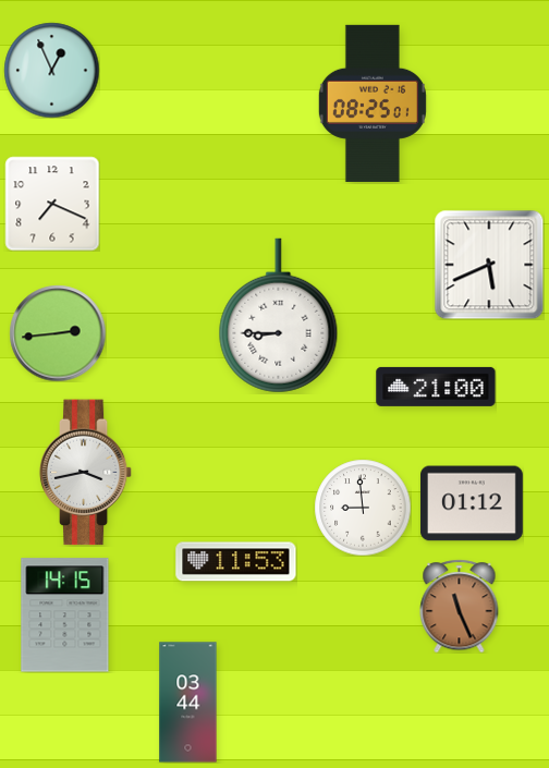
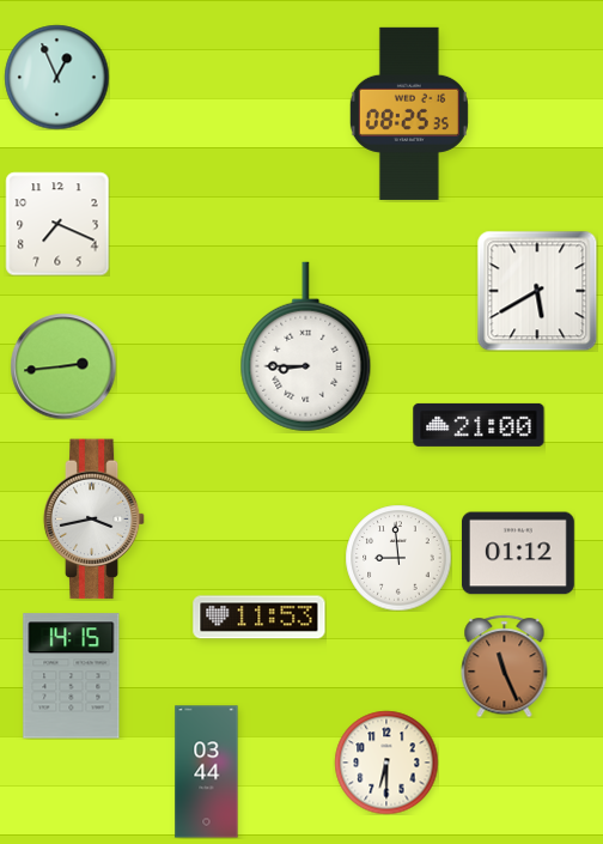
clock at (373, 103): 08:25:01 -> 08:25:35
clock at (489, 265): 5:41 -> 5:40
clock at (386, 763): none -> 6:30
